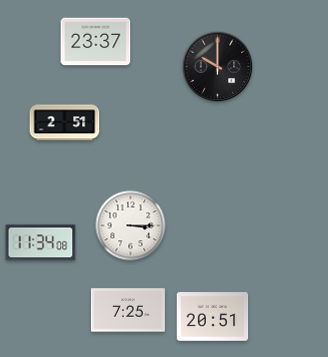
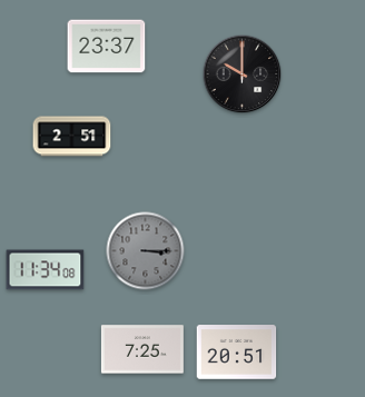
clock at (131, 226) dial: white -> grey
clock at (128, 310) position: (128, 310) -> (142, 349)
